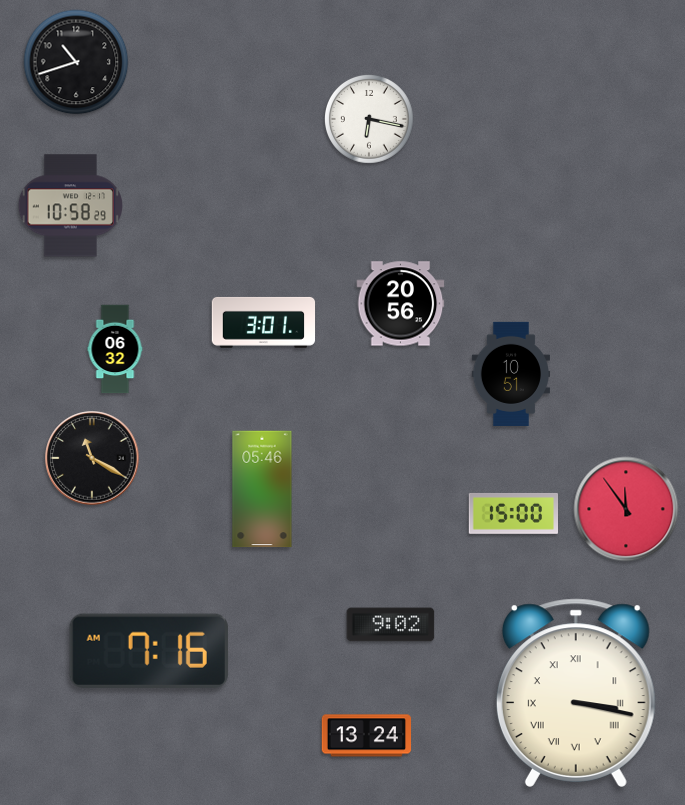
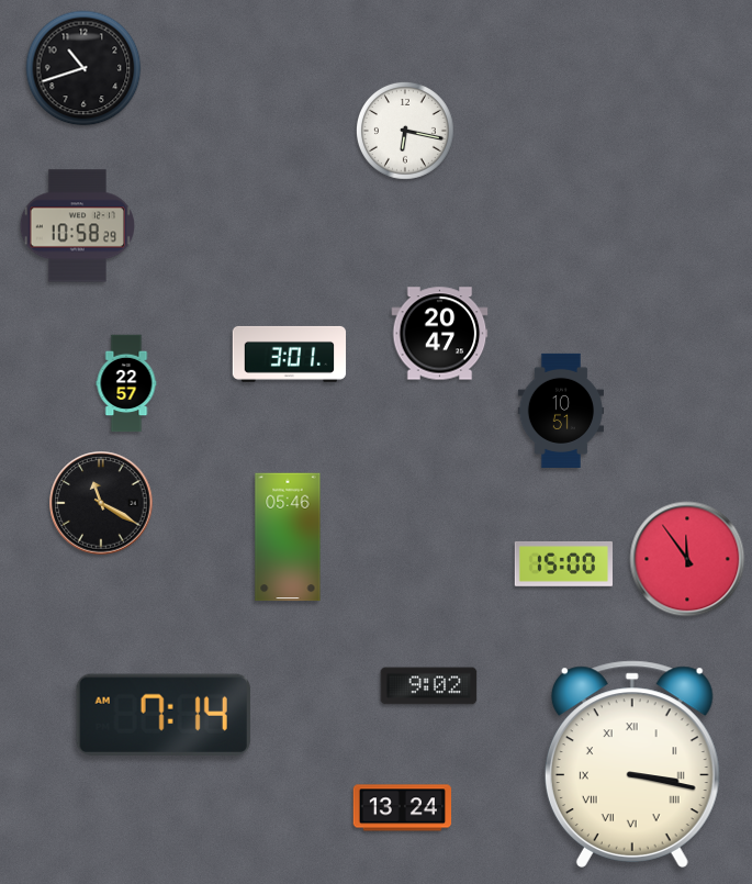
clock at (401, 304): 20:56 -> 20:47
clock at (115, 349): 06:32 -> 22:57
clock at (149, 651): 7:16 -> 7:14
clock at (576, 693) position: (576, 693) -> (632, 764)
